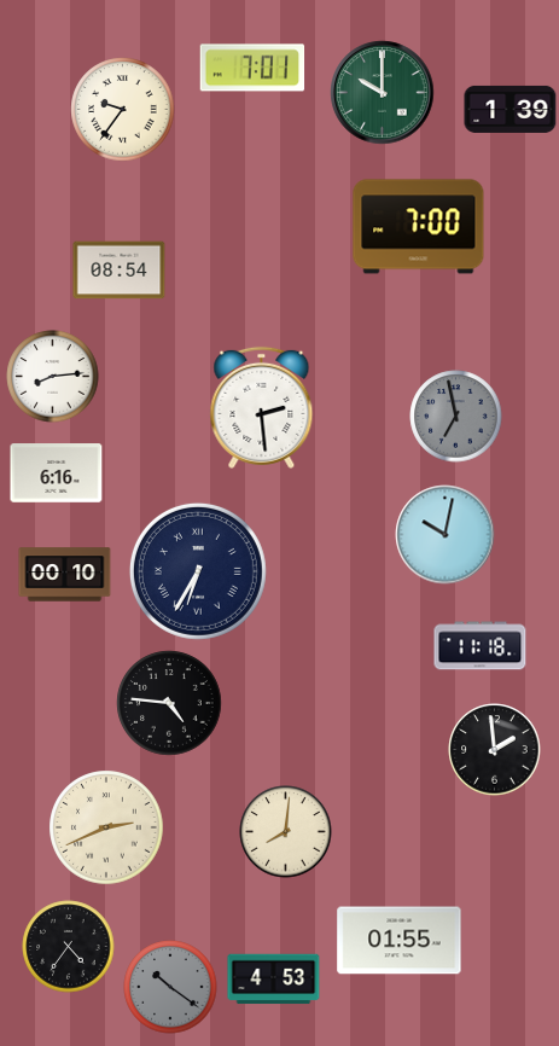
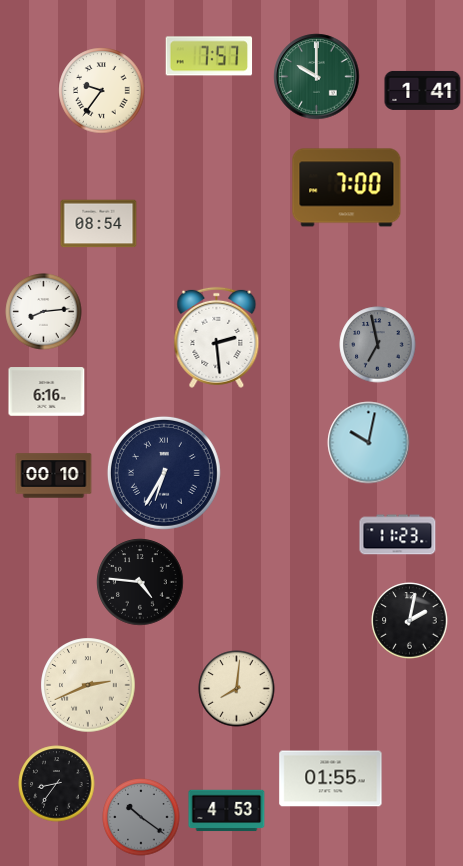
clock at (252, 68): 7:01 -> 7:57
clock at (511, 109): 1:39 -> 1:41
clock at (481, 646): 11:18 -> 11:23
clock at (495, 750): 1:59 -> 2:02
clock at (69, 947): 4:36 -> 8:36
